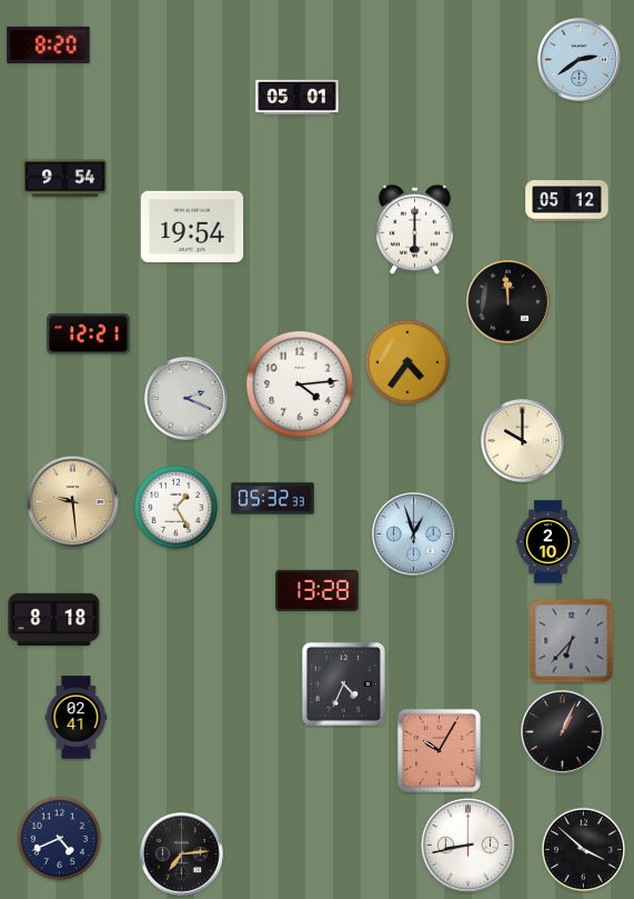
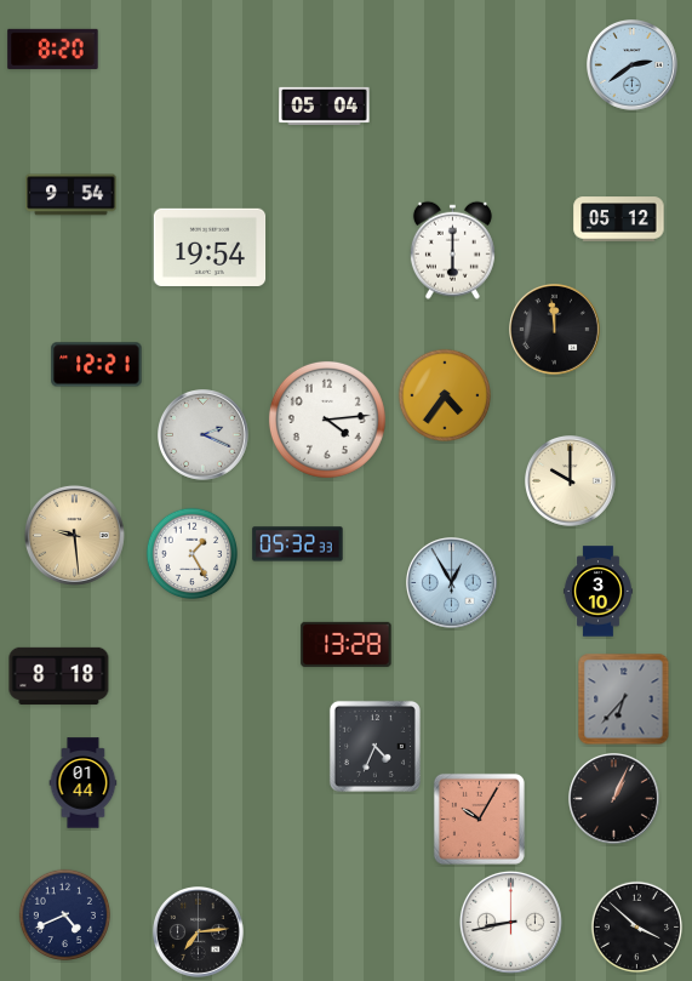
clock at (298, 97): 05:01 -> 05:04
clock at (72, 501) position: (72, 501) -> (74, 535)
clock at (414, 535): 12:57 -> 12:55
clock at (547, 542): 2:10 -> 3:10
clock at (77, 718): 02:41 -> 01:44
